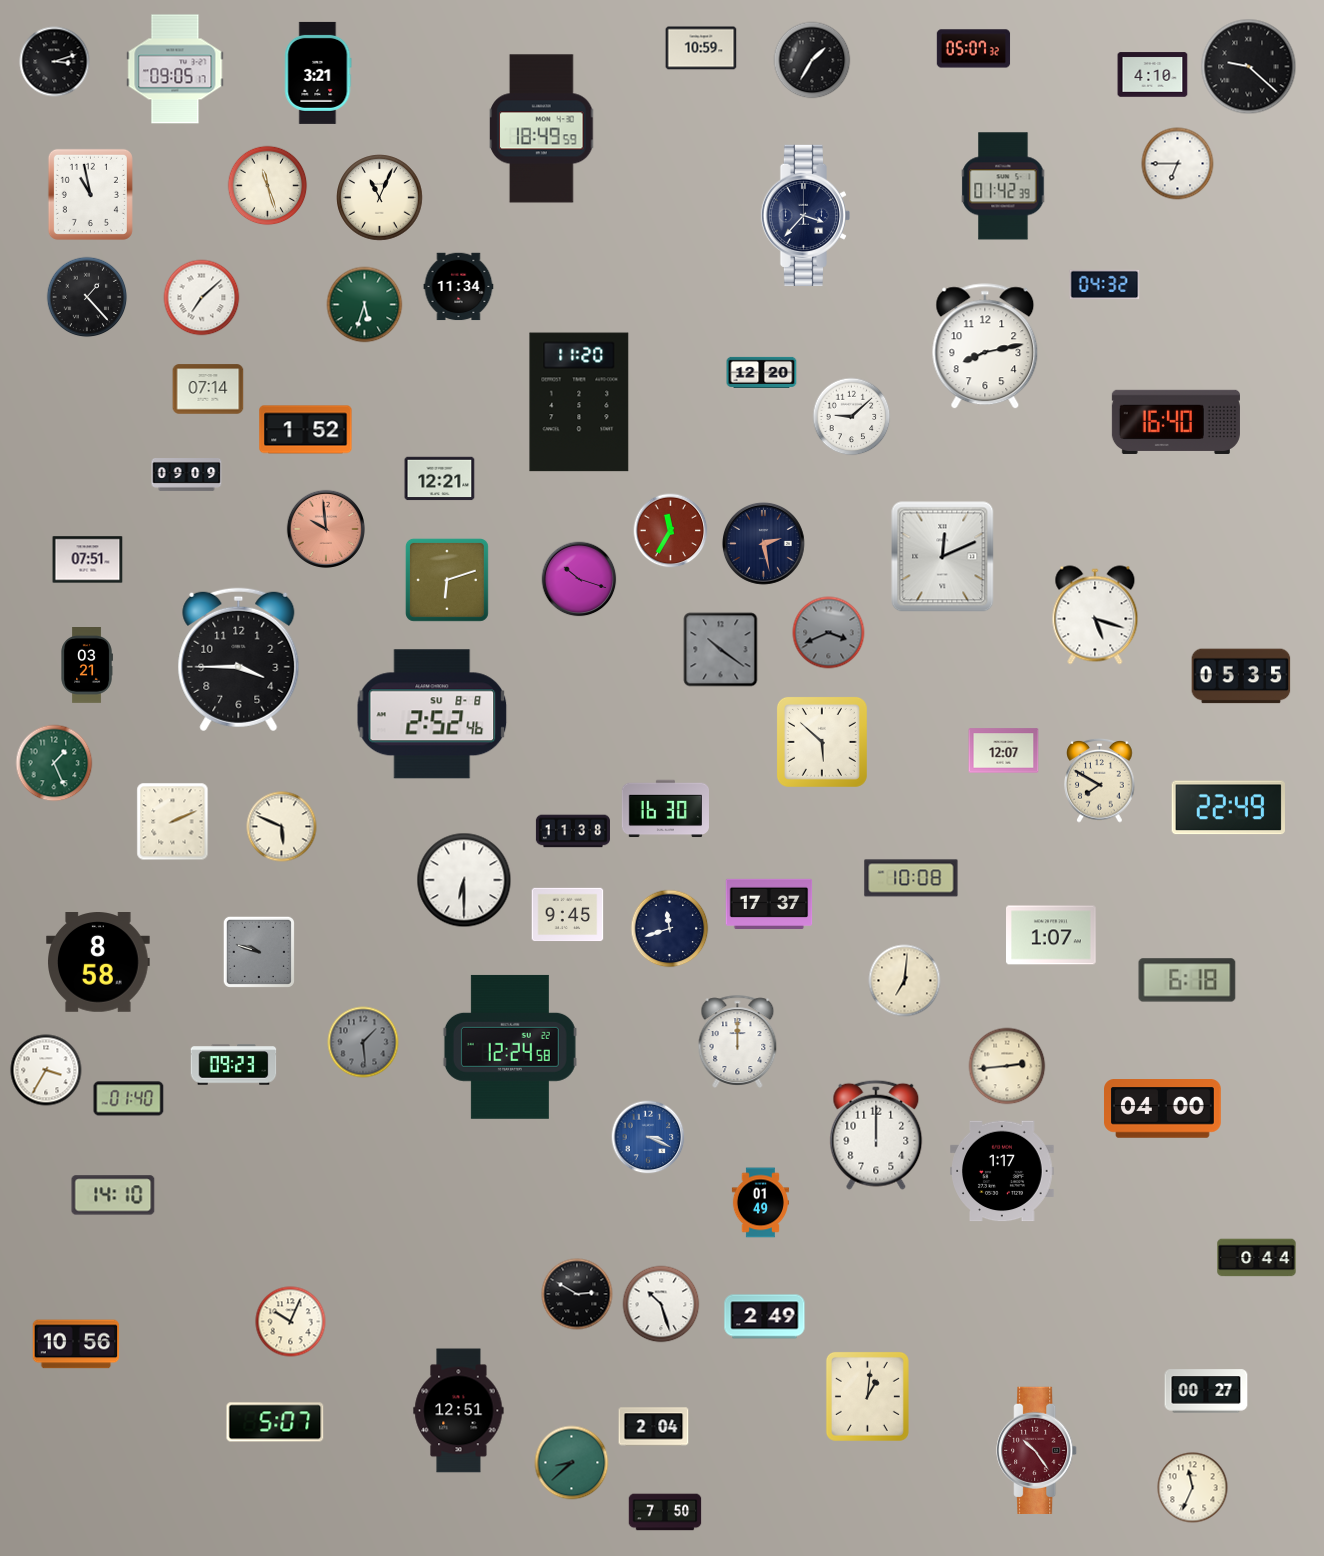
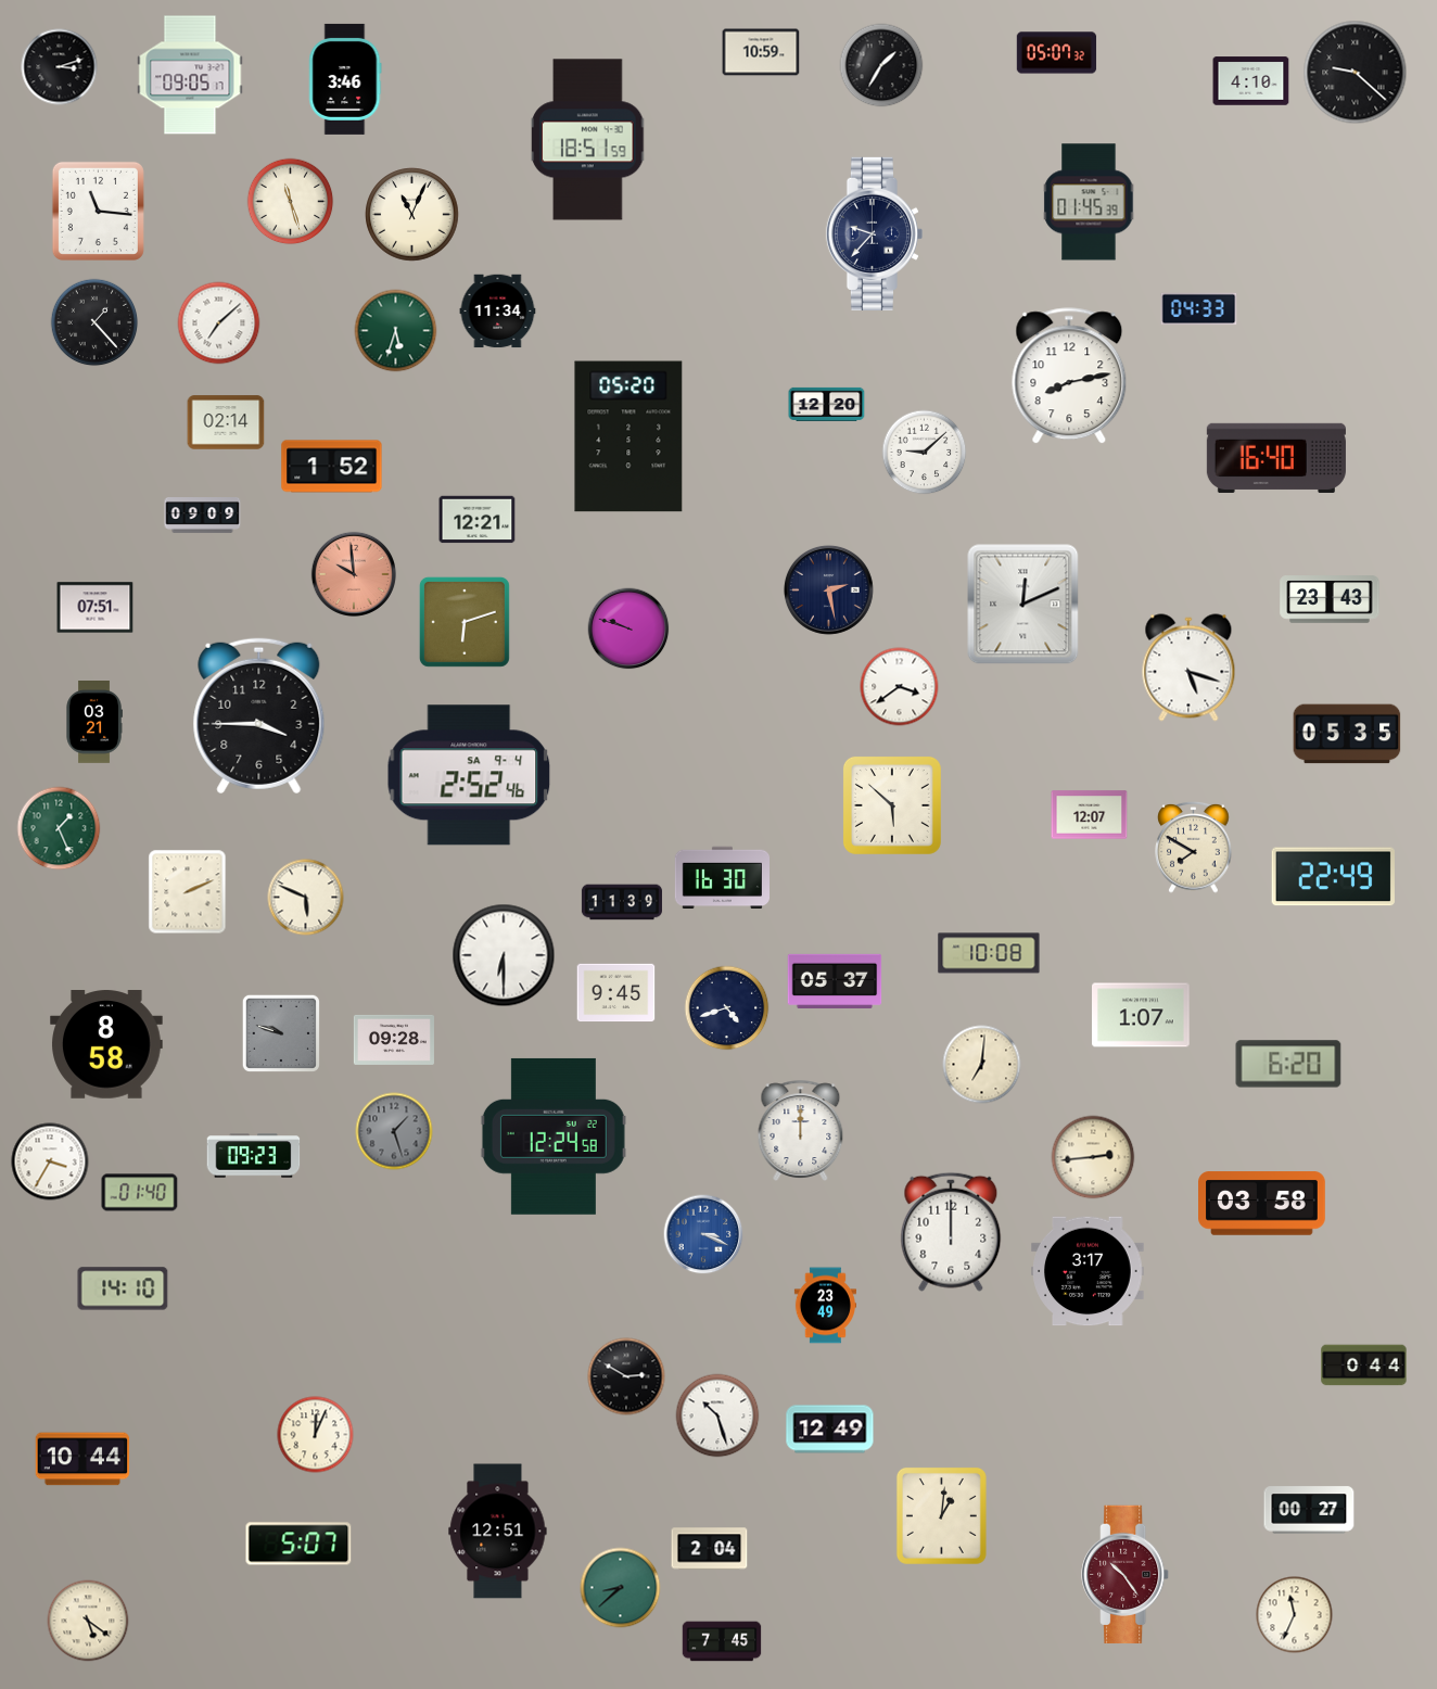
clock at (318, 73): 3:21 -> 3:46
clock at (543, 129): 18:49 -> 18:51
clock at (1178, 164): 6:45 -> none
clock at (1003, 186): 01:42 -> 01:45
clock at (90, 194): 10:58 -> 11:16
clock at (805, 215): 3:37 -> 9:37
clock at (1105, 285): 04:32 -> 04:33
clock at (208, 389): 07:14 -> 02:14
clock at (579, 402): 11:20 -> 05:20
clock at (671, 531): 11:35 -> none
clock at (1330, 599): none -> 23:43
clock at (579, 579): 10:18 -> 9:48
clock at (447, 580) position: (447, 580) -> (465, 622)
clock at (829, 633): 3:41 -> 3:39
clock at (829, 633) dial: grey -> white
clock at (721, 650): 10:21 -> none
clock at (432, 714) date: SU 8-8 -> SA 9-4
clock at (573, 831): 11:38 -> 11:39
clock at (769, 903): 17:37 -> 05:37
clock at (670, 929): 11:42 -> 4:42
clock at (394, 1040): none -> 09:28
clock at (1187, 980): 6:18 -> 6:20
clock at (363, 1042): 1:29 -> 1:27
clock at (1163, 1109): 04:00 -> 03:58
clock at (1002, 1171): 1:17 -> 3:17
clock at (113, 1195) position: (113, 1195) -> (123, 1288)
clock at (760, 1203): 01:49 -> 23:49
clock at (577, 1294) position: (577, 1294) -> (626, 1376)
clock at (765, 1317): 2:49 -> 12:49
clock at (291, 1322): 10:04 -> 12:04
clock at (76, 1344): 10:56 -> 10:44
clock at (88, 1621): none -> 5:21
clock at (665, 1512): 7:50 -> 7:45
